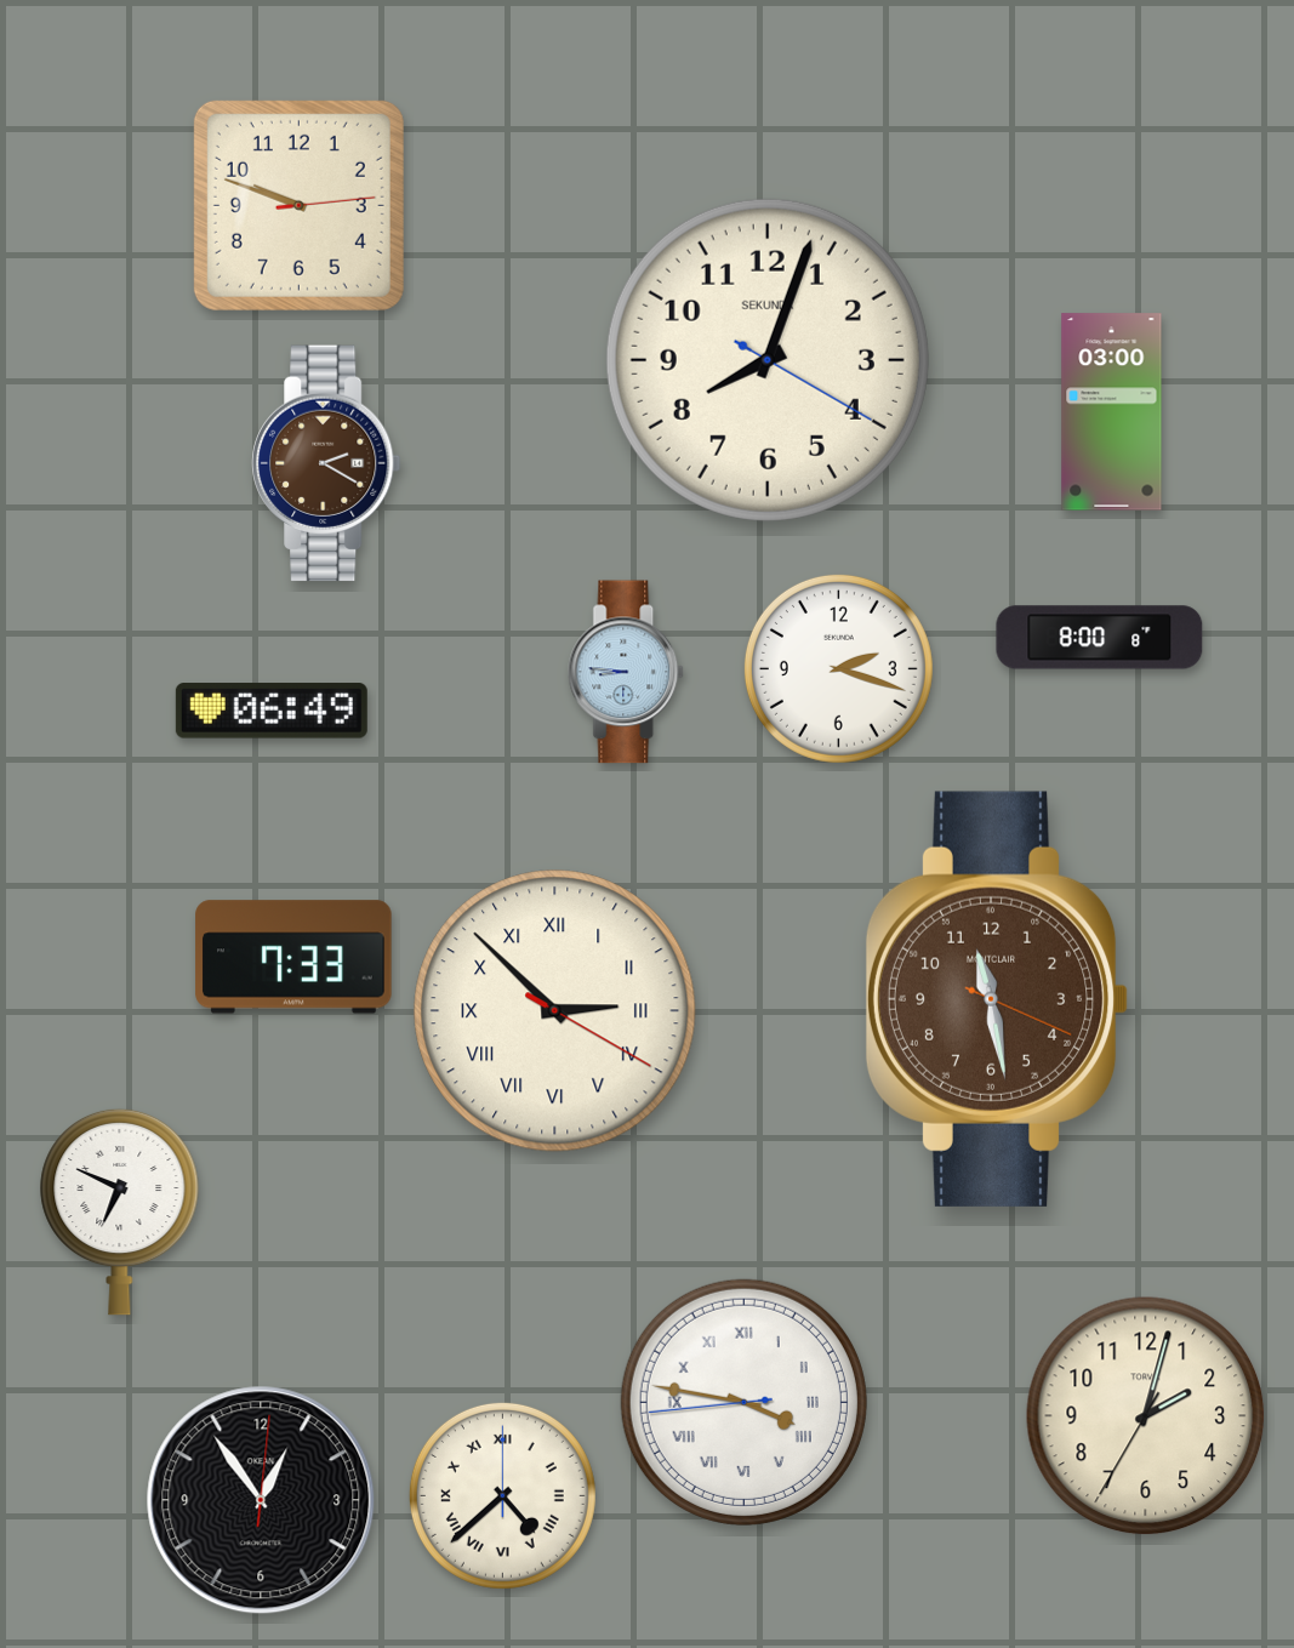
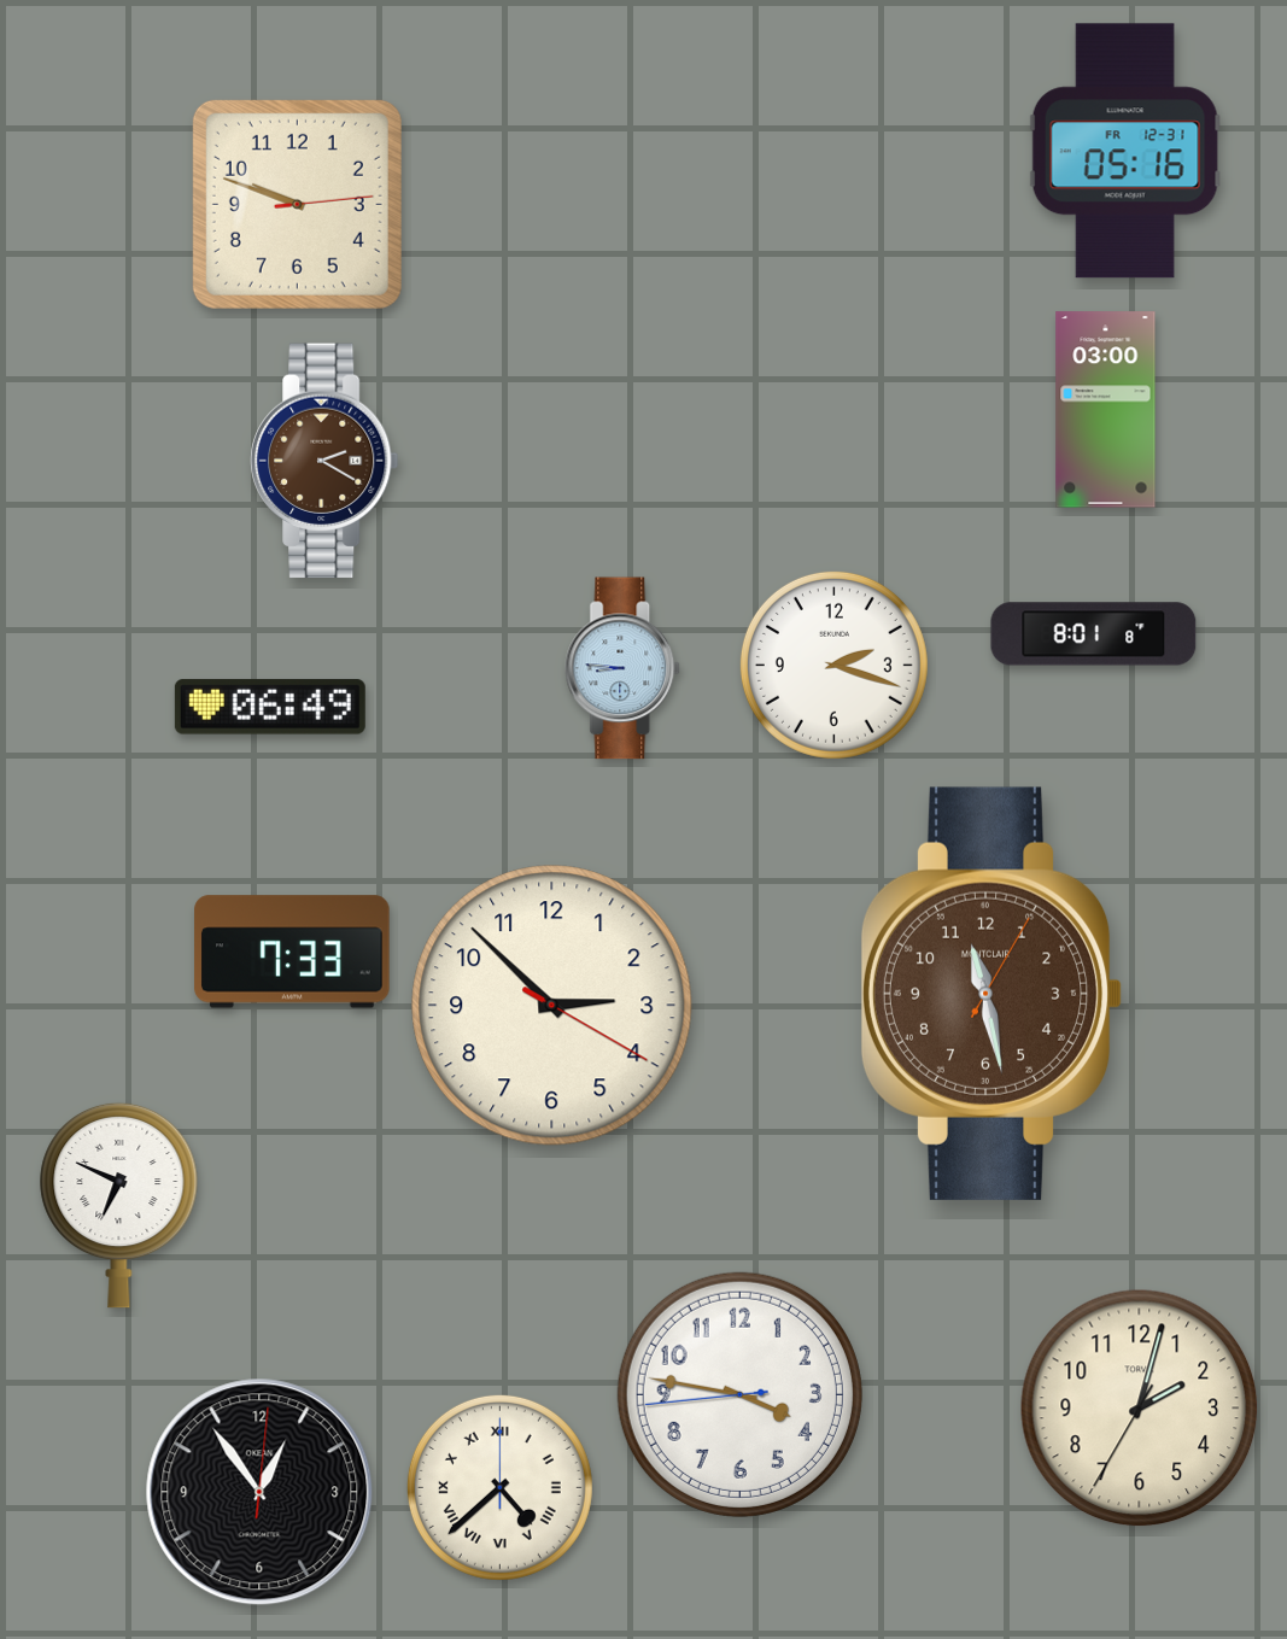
clock at (1125, 151): none -> 05:16
clock at (768, 360): 8:03 -> none
clock at (1100, 638): 8:00 -> 8:01
clock at (997, 999): 11:28:19 -> 11:28:05
clock at (555, 1011) numerals: Roman -> Arabic
clock at (743, 1402) numerals: Roman -> Arabic
